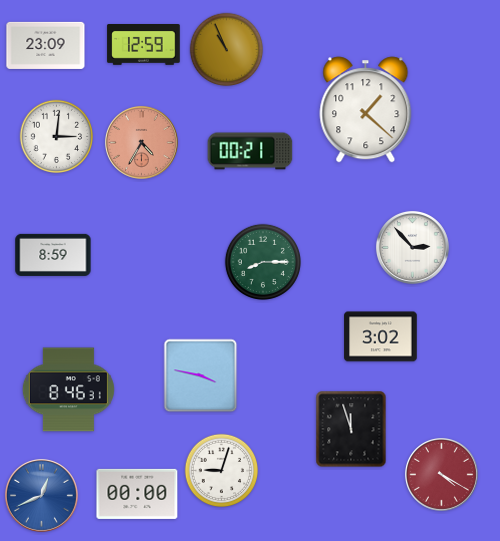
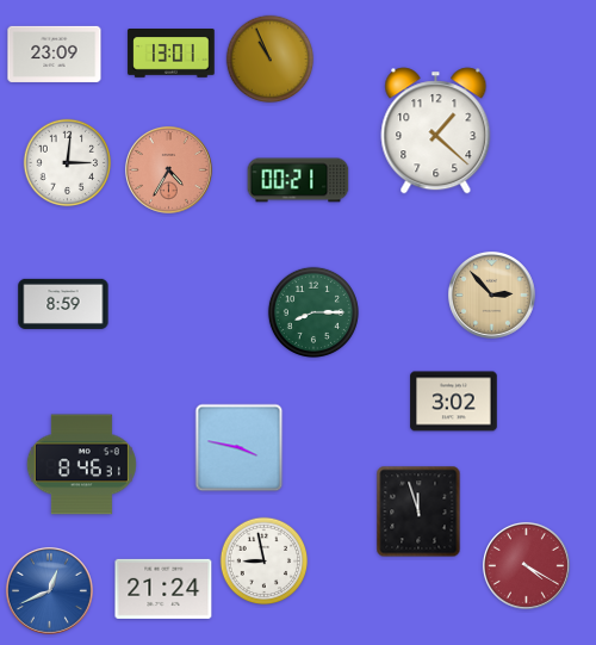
clock at (144, 45): 12:59 -> 13:01
clock at (413, 248) dial: white -> champagne
clock at (222, 471): 9:03 -> 8:58
clock at (137, 494): 00:00 -> 21:24
